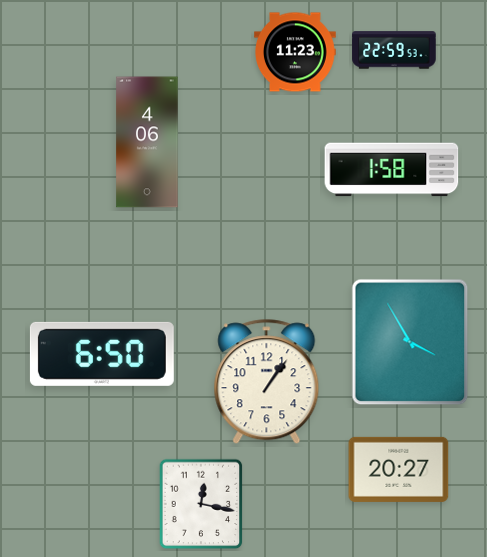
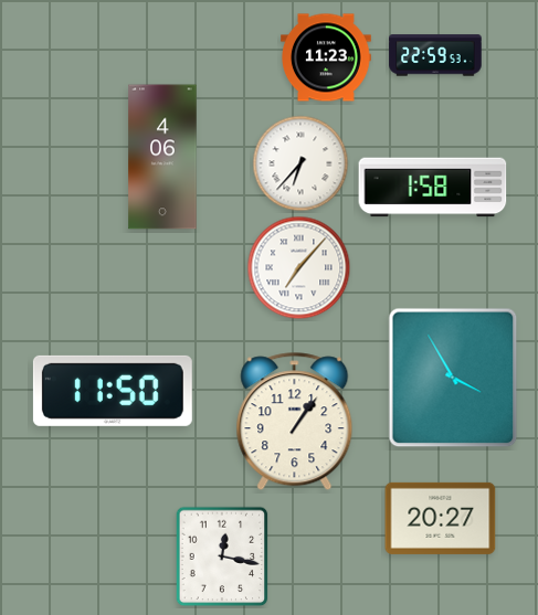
clock at (300, 163): none -> 6:37
clock at (299, 268): none -> 7:07
clock at (102, 354): 6:50 -> 11:50
